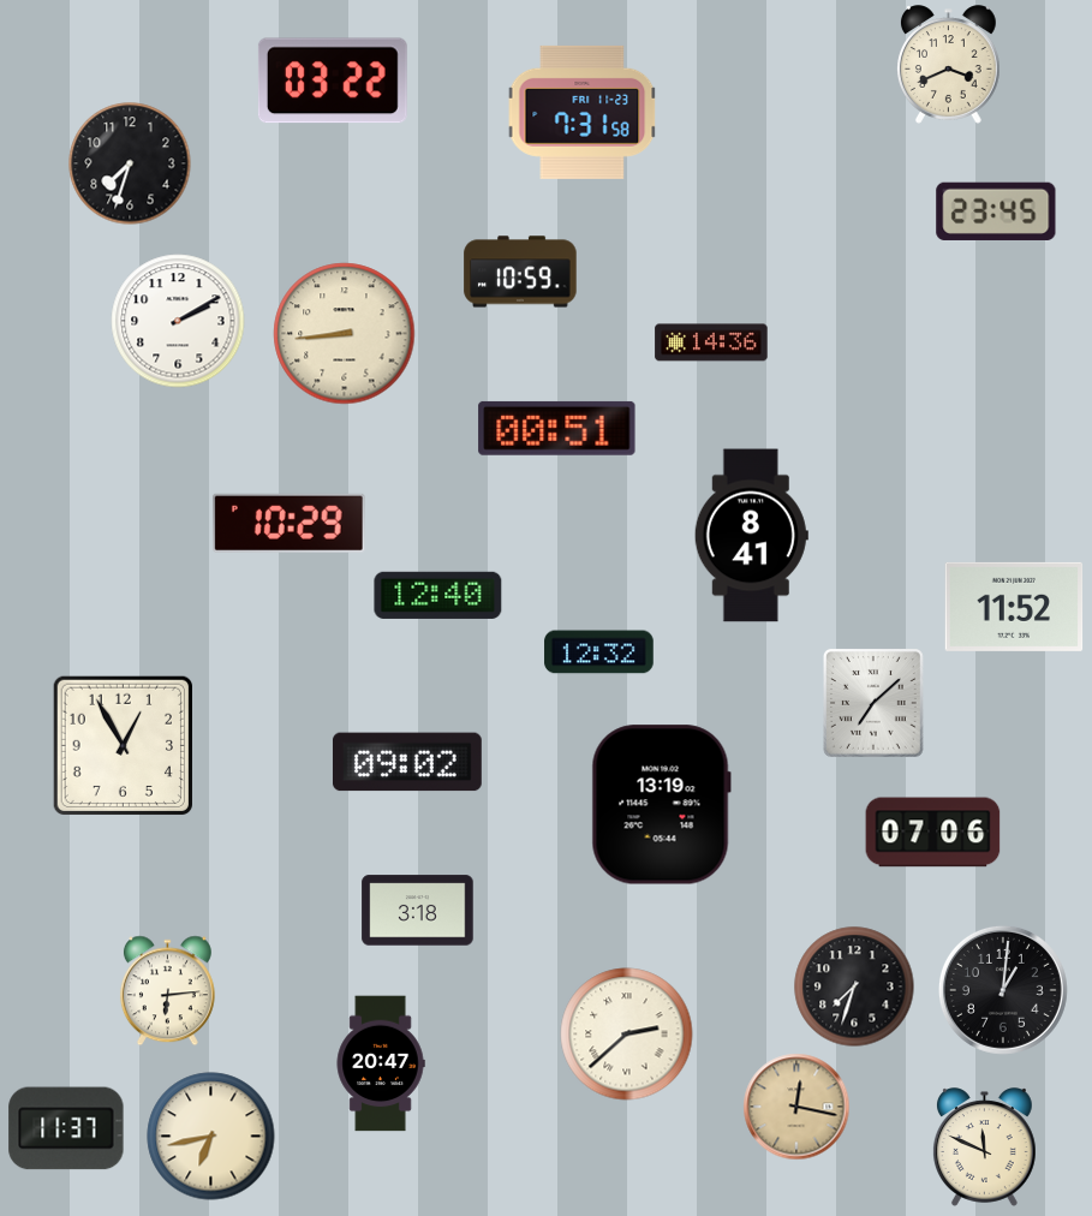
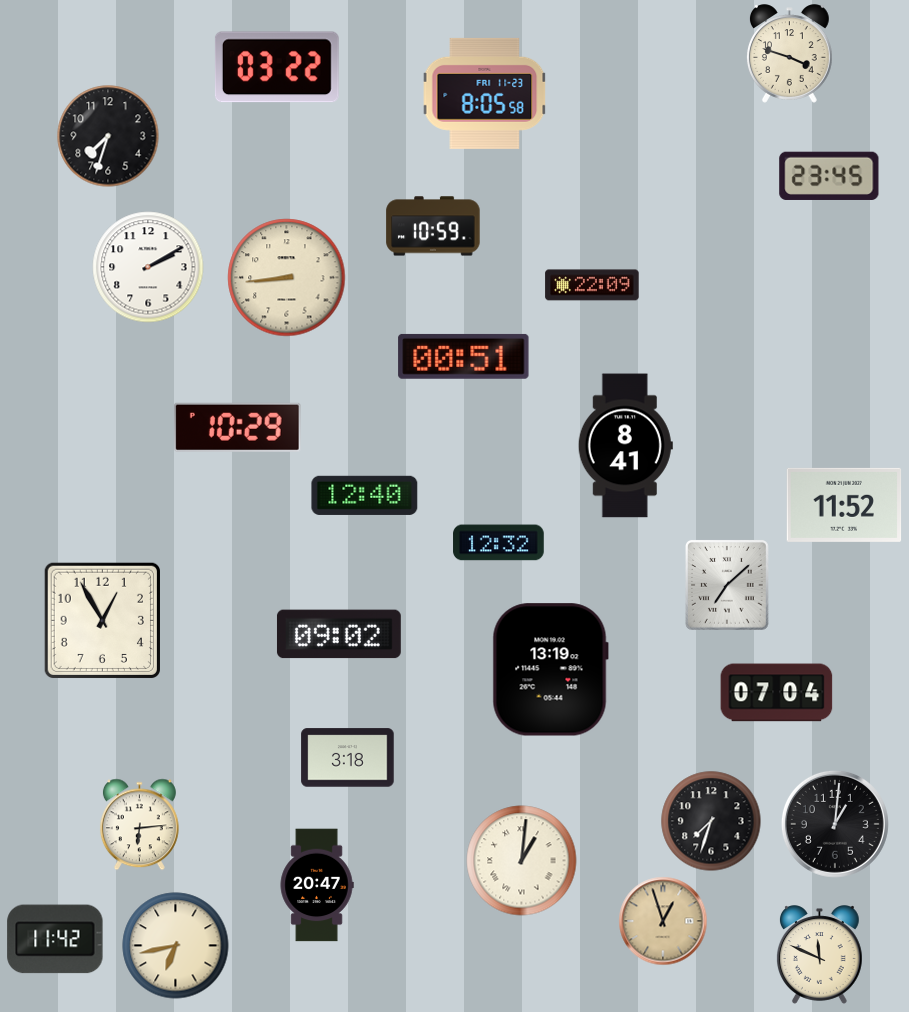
clock at (948, 65): 3:41 -> 3:48
clock at (583, 112): 7:31 -> 8:05
clock at (711, 342): 14:36 -> 22:09
clock at (288, 523) position: (288, 523) -> (237, 427)
clock at (933, 833): 07:06 -> 07:04
clock at (627, 1035): 2:38 -> 1:01
clock at (796, 1107): 12:17 -> 12:57
clock at (66, 1128): 11:37 -> 11:42
